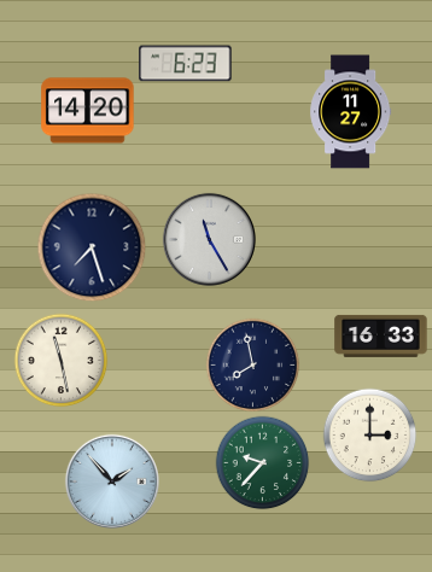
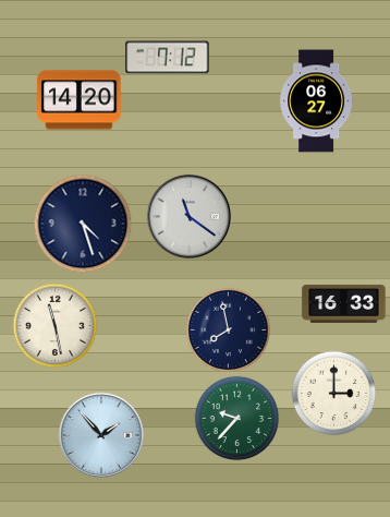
clock at (186, 64): 6:23 -> 7:12
clock at (351, 112): 11:27 -> 06:27
clock at (209, 239): 11:25 -> 11:21
clock at (92, 247): 7:27 -> 4:27
